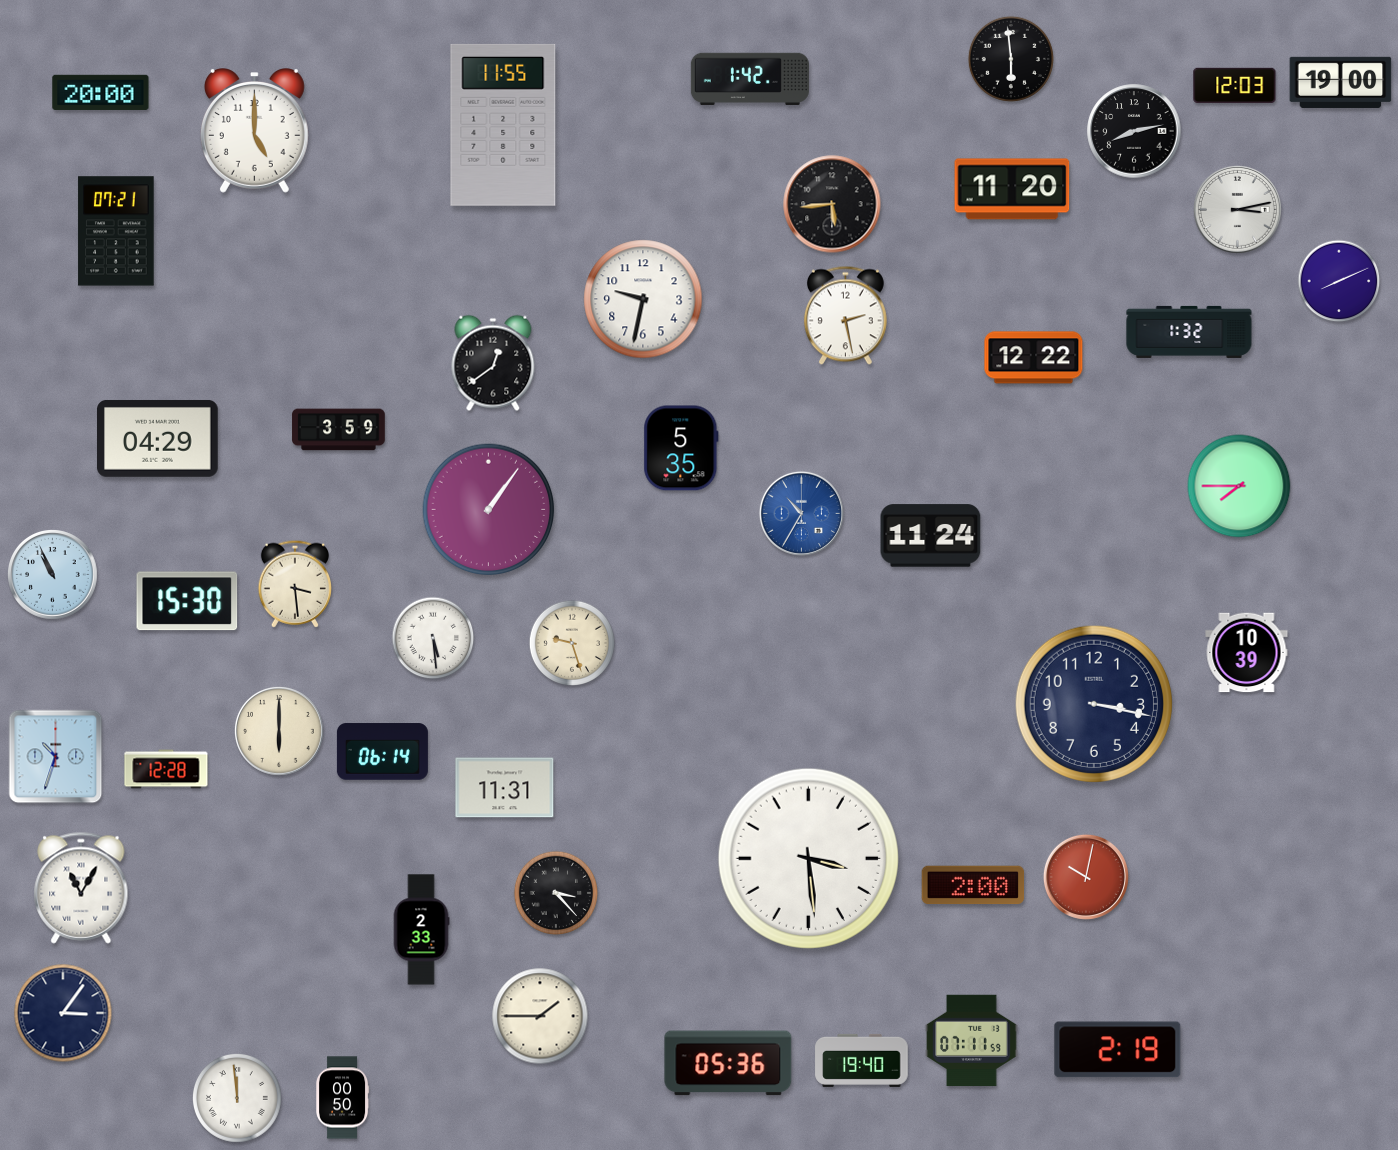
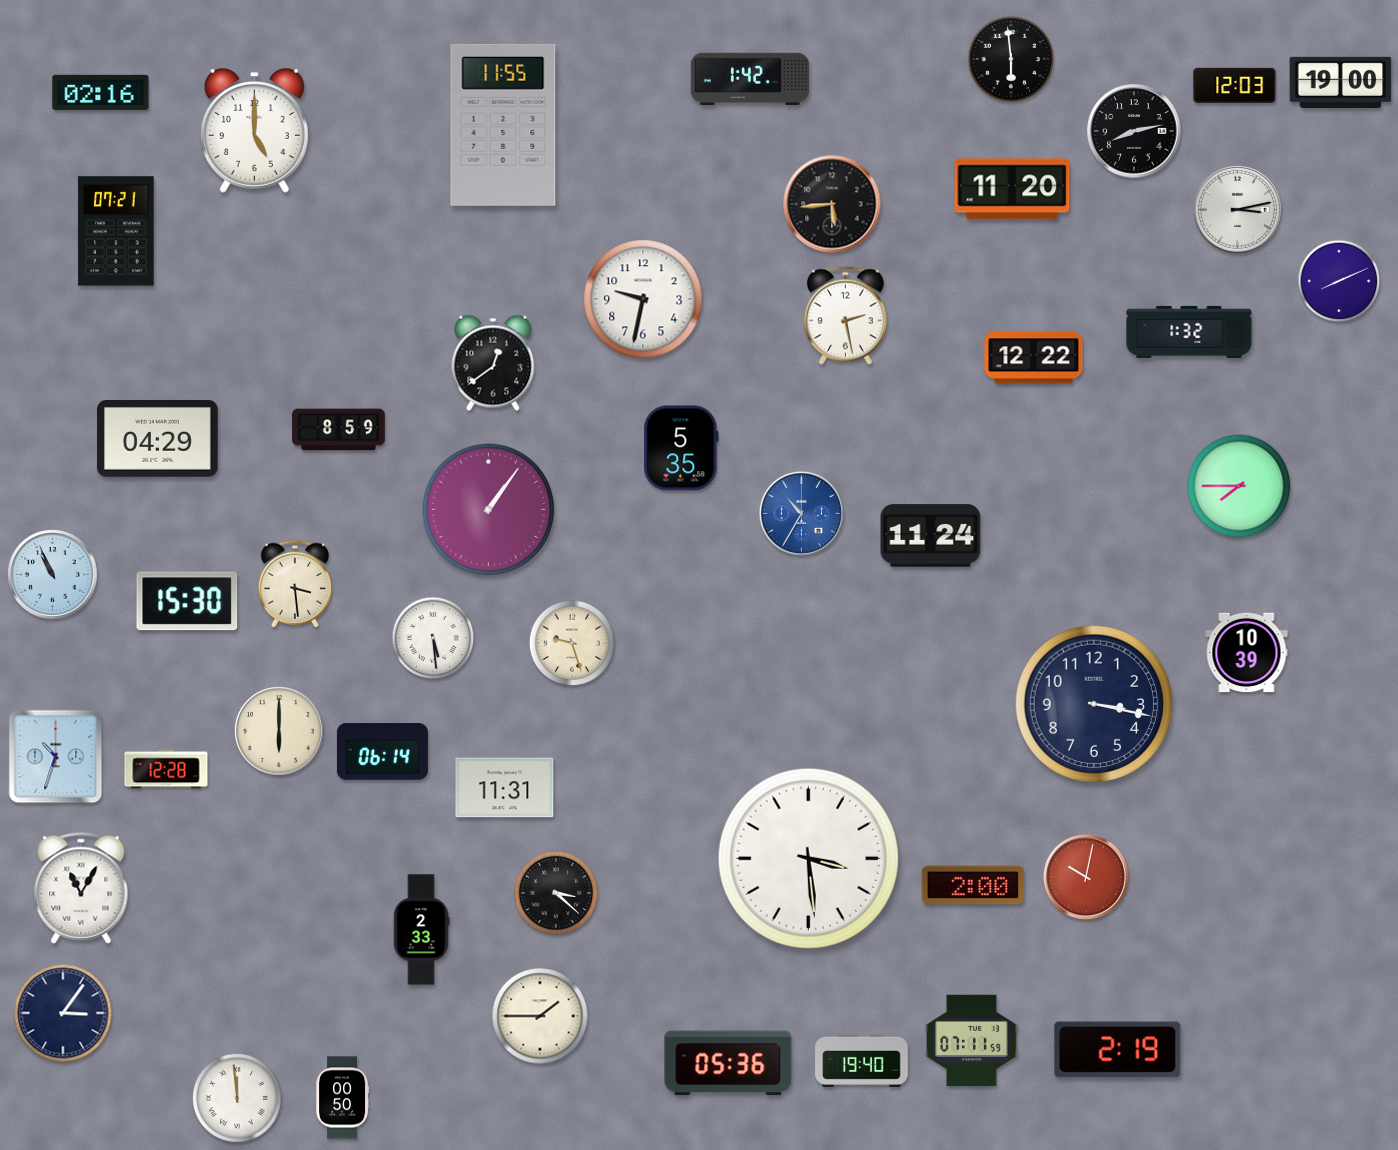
clock at (101, 92): 20:00 -> 02:16
clock at (339, 430): 3:59 -> 8:59
clock at (556, 893): 3:23 -> 3:22
